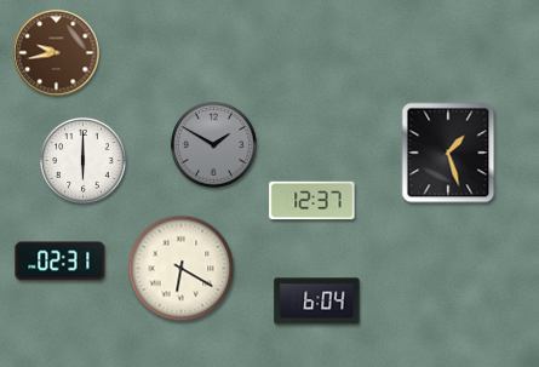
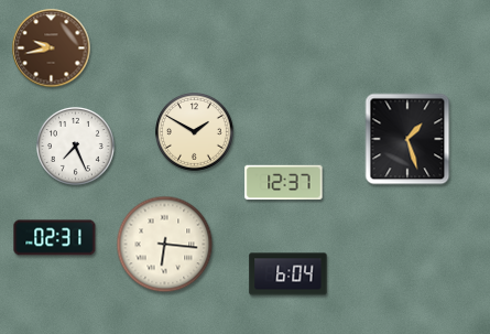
clock at (214, 145) dial: grey -> cream
clock at (84, 161): 6:00 -> 7:26
clock at (182, 269): 6:20 -> 6:16
